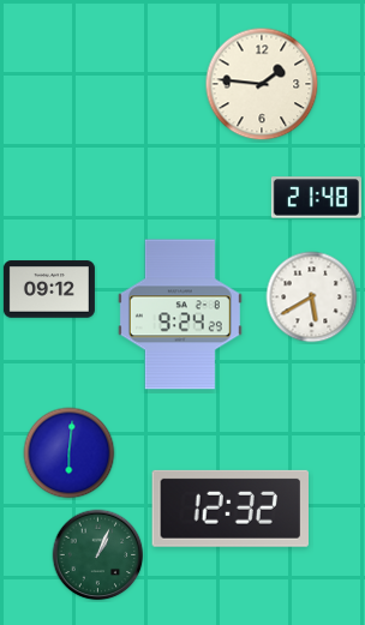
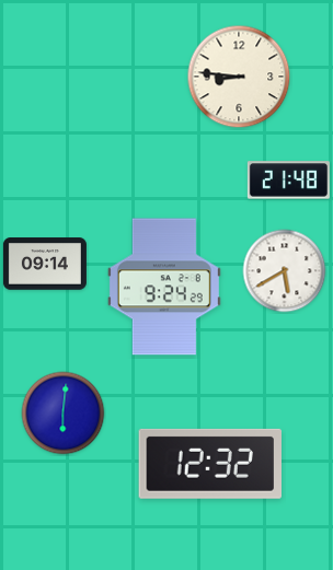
clock at (262, 84): 1:46 -> 8:46
clock at (49, 289): 09:12 -> 09:14
clock at (98, 555): 1:04 -> none
